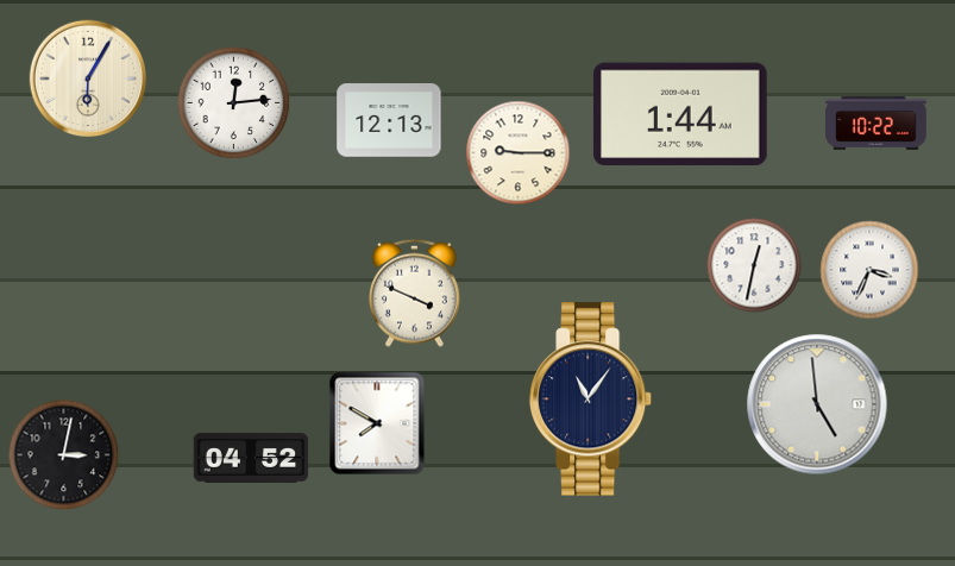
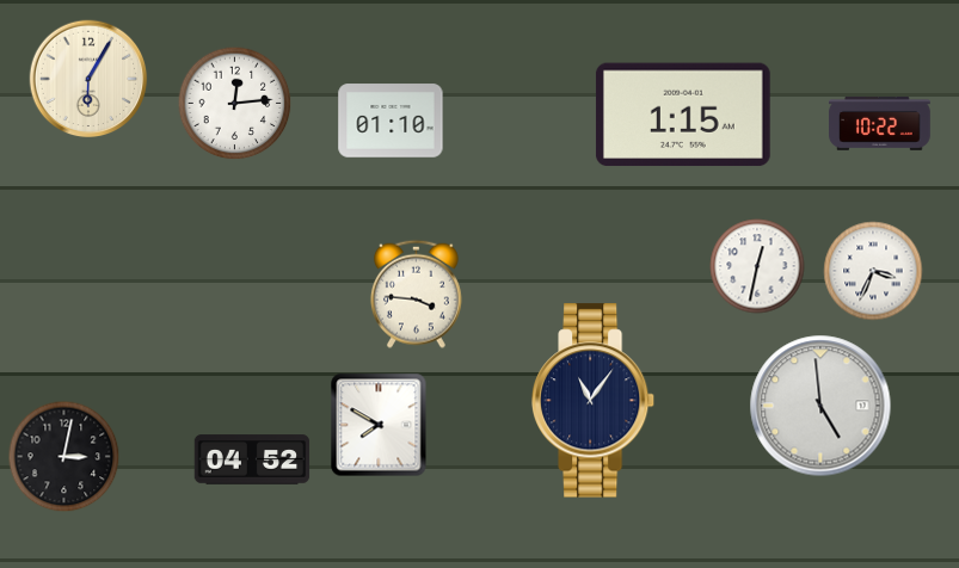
clock at (680, 114): 1:44 -> 1:15
clock at (389, 120): 12:13 -> 01:10
clock at (519, 153): 9:15 -> none
clock at (415, 293): 3:49 -> 3:46
